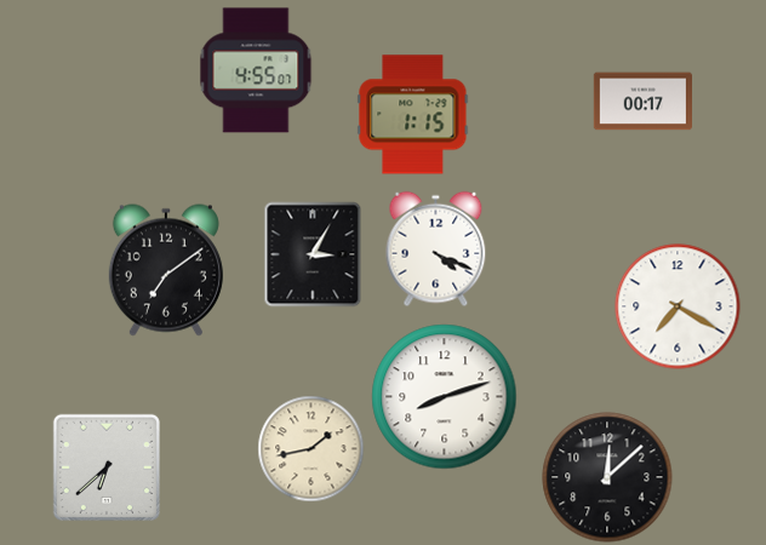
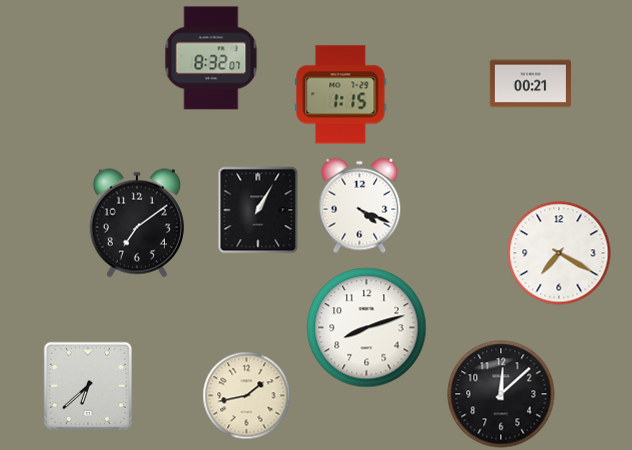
clock at (256, 70): 4:55 -> 8:32
clock at (642, 102): 00:17 -> 00:21
clock at (313, 254): 3:05 -> 1:05
clock at (311, 449) position: (311, 449) -> (247, 396)
